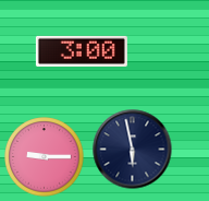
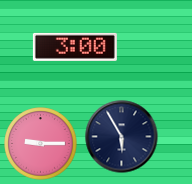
clock at (133, 150): 5:58 -> 5:55
